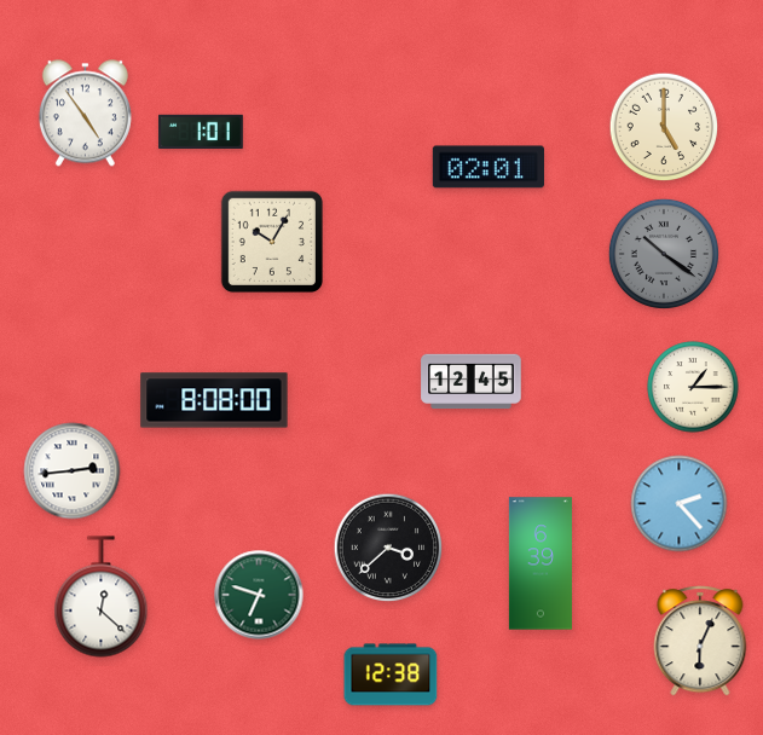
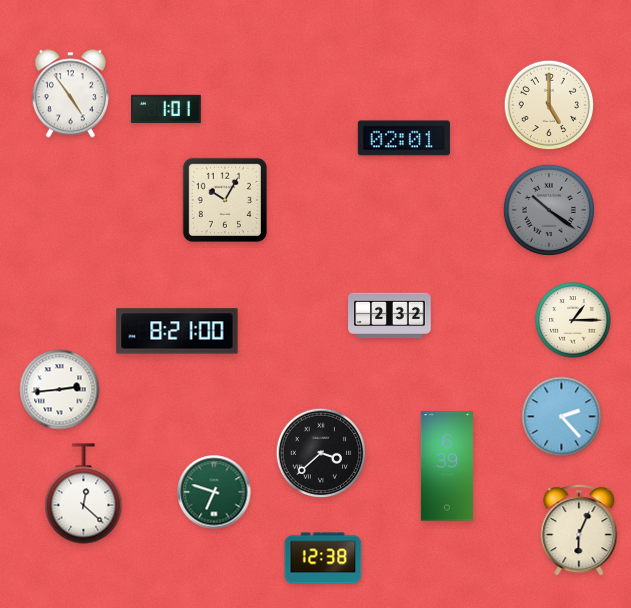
clock at (472, 382): 12:45 -> 2:32
clock at (214, 400): 8:08 -> 8:21
